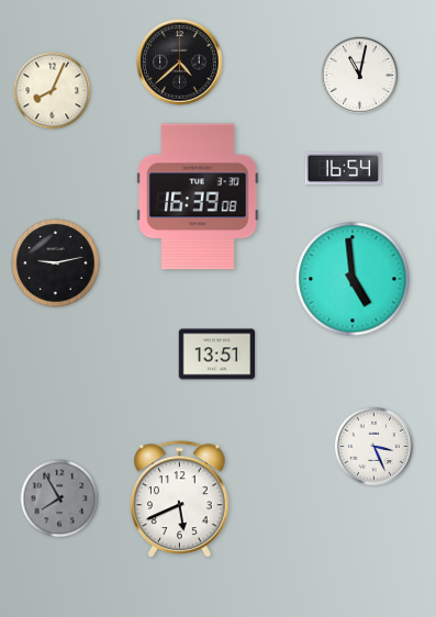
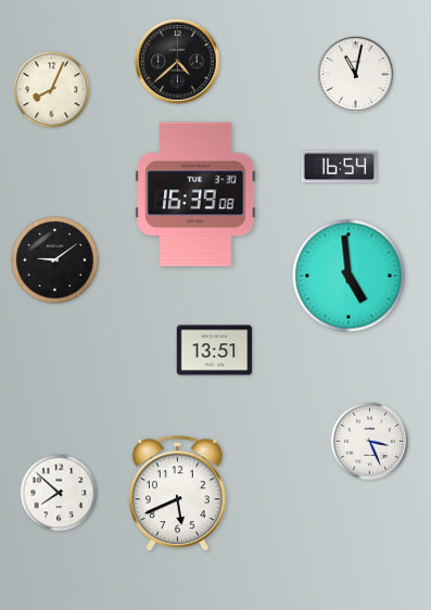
clock at (56, 263): 9:13 -> 9:09
clock at (59, 498): 7:55 -> 7:52
clock at (59, 498) dial: grey -> white
